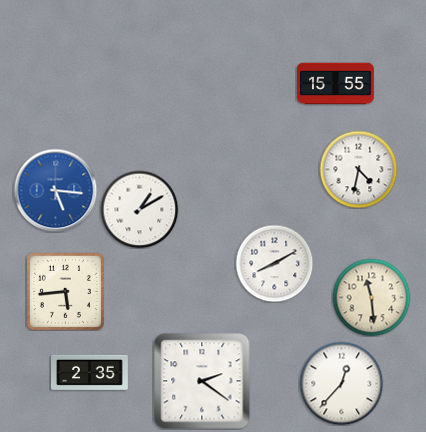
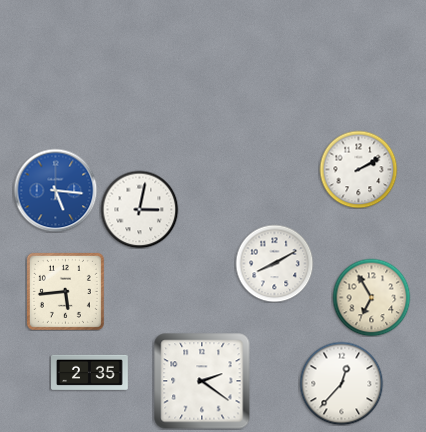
clock at (336, 84): 15:55 -> none
clock at (358, 169): 4:32 -> 2:10
clock at (139, 209): 1:10 -> 3:02
clock at (371, 297): 11:29 -> 6:55
